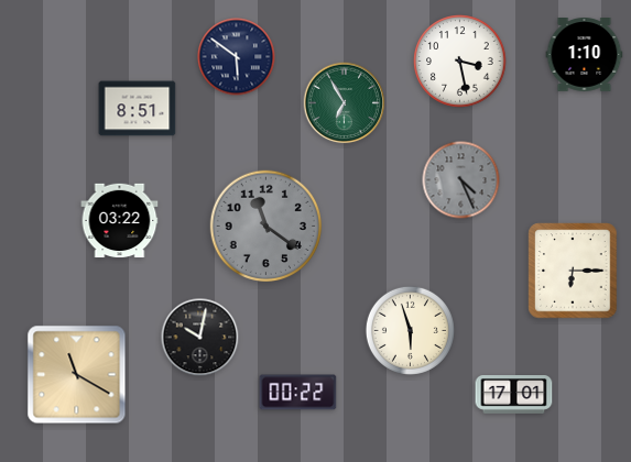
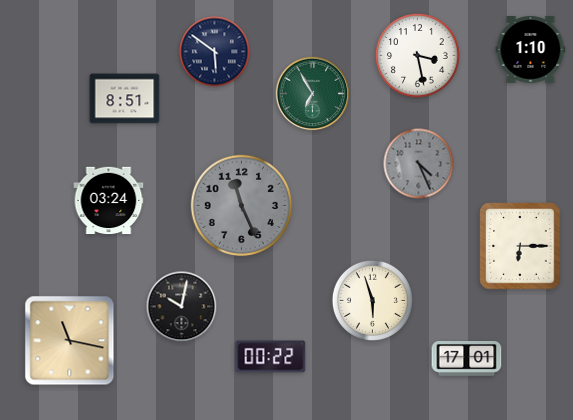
clock at (120, 221): 03:22 -> 03:24
clock at (266, 227): 11:21 -> 11:26
clock at (77, 375): 11:20 -> 11:17
